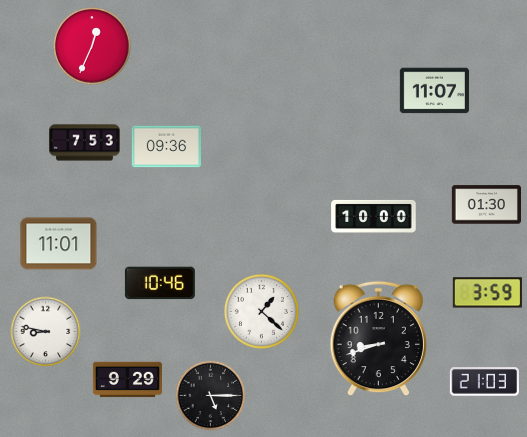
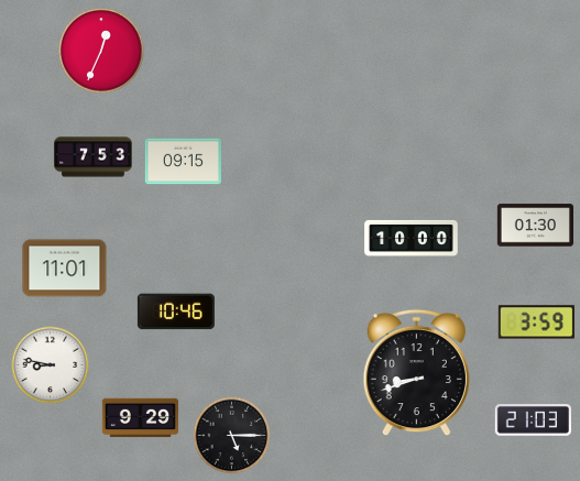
clock at (434, 91): 11:07 -> none
clock at (166, 147): 09:36 -> 09:15
clock at (261, 311): 1:22 -> none
